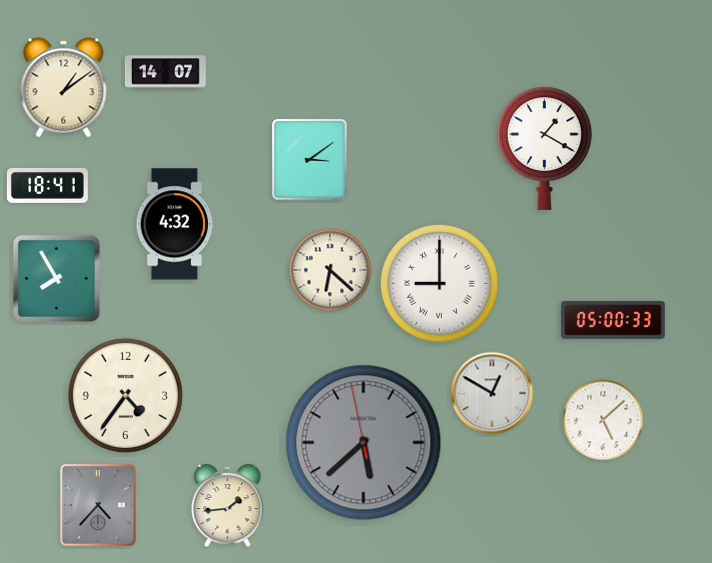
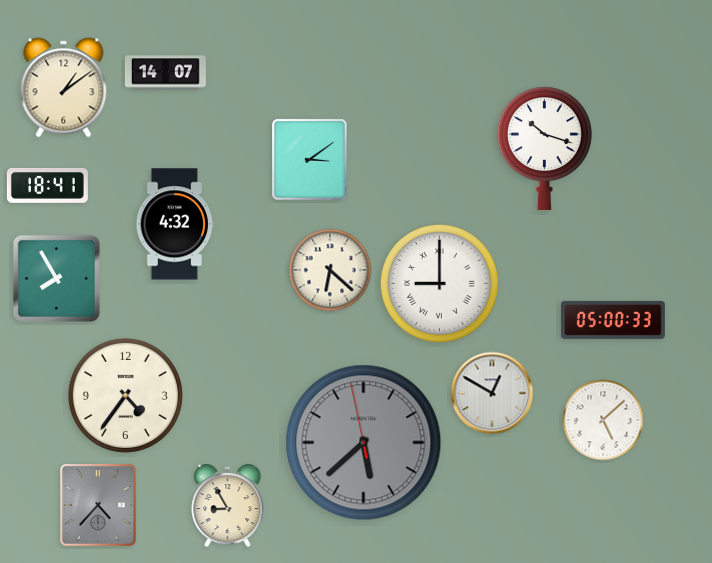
clock at (544, 148): 1:20 -> 10:18
clock at (228, 507): 1:44 -> 8:55
